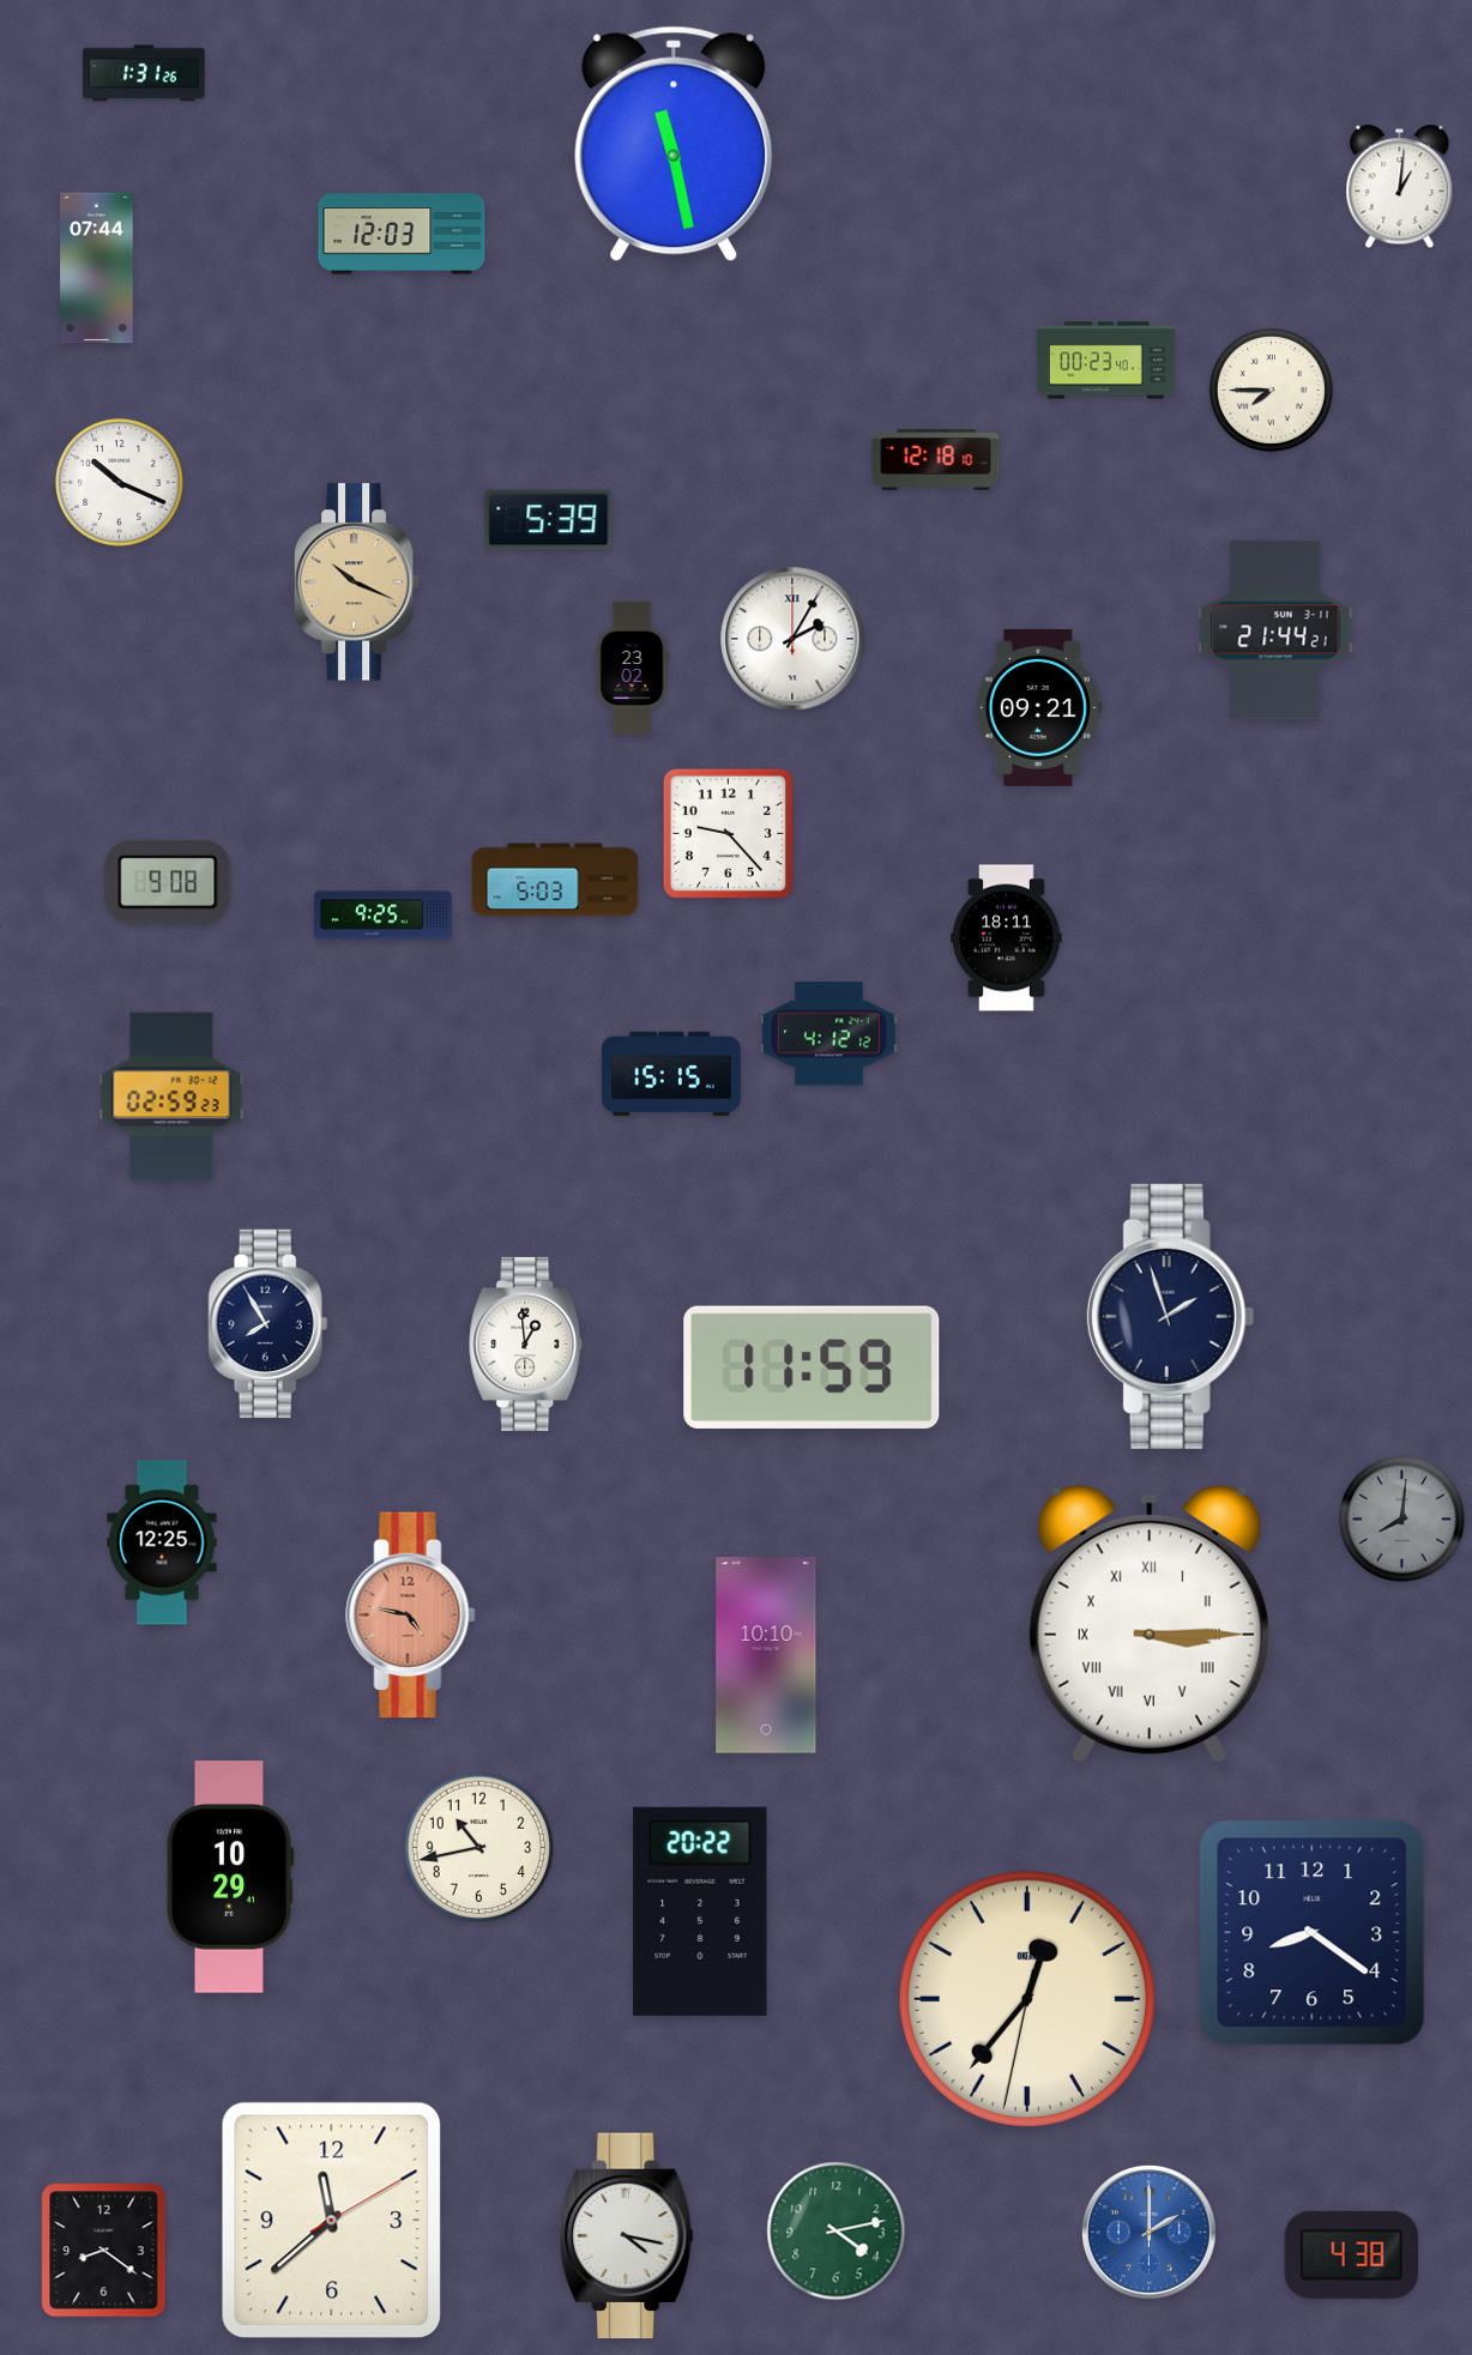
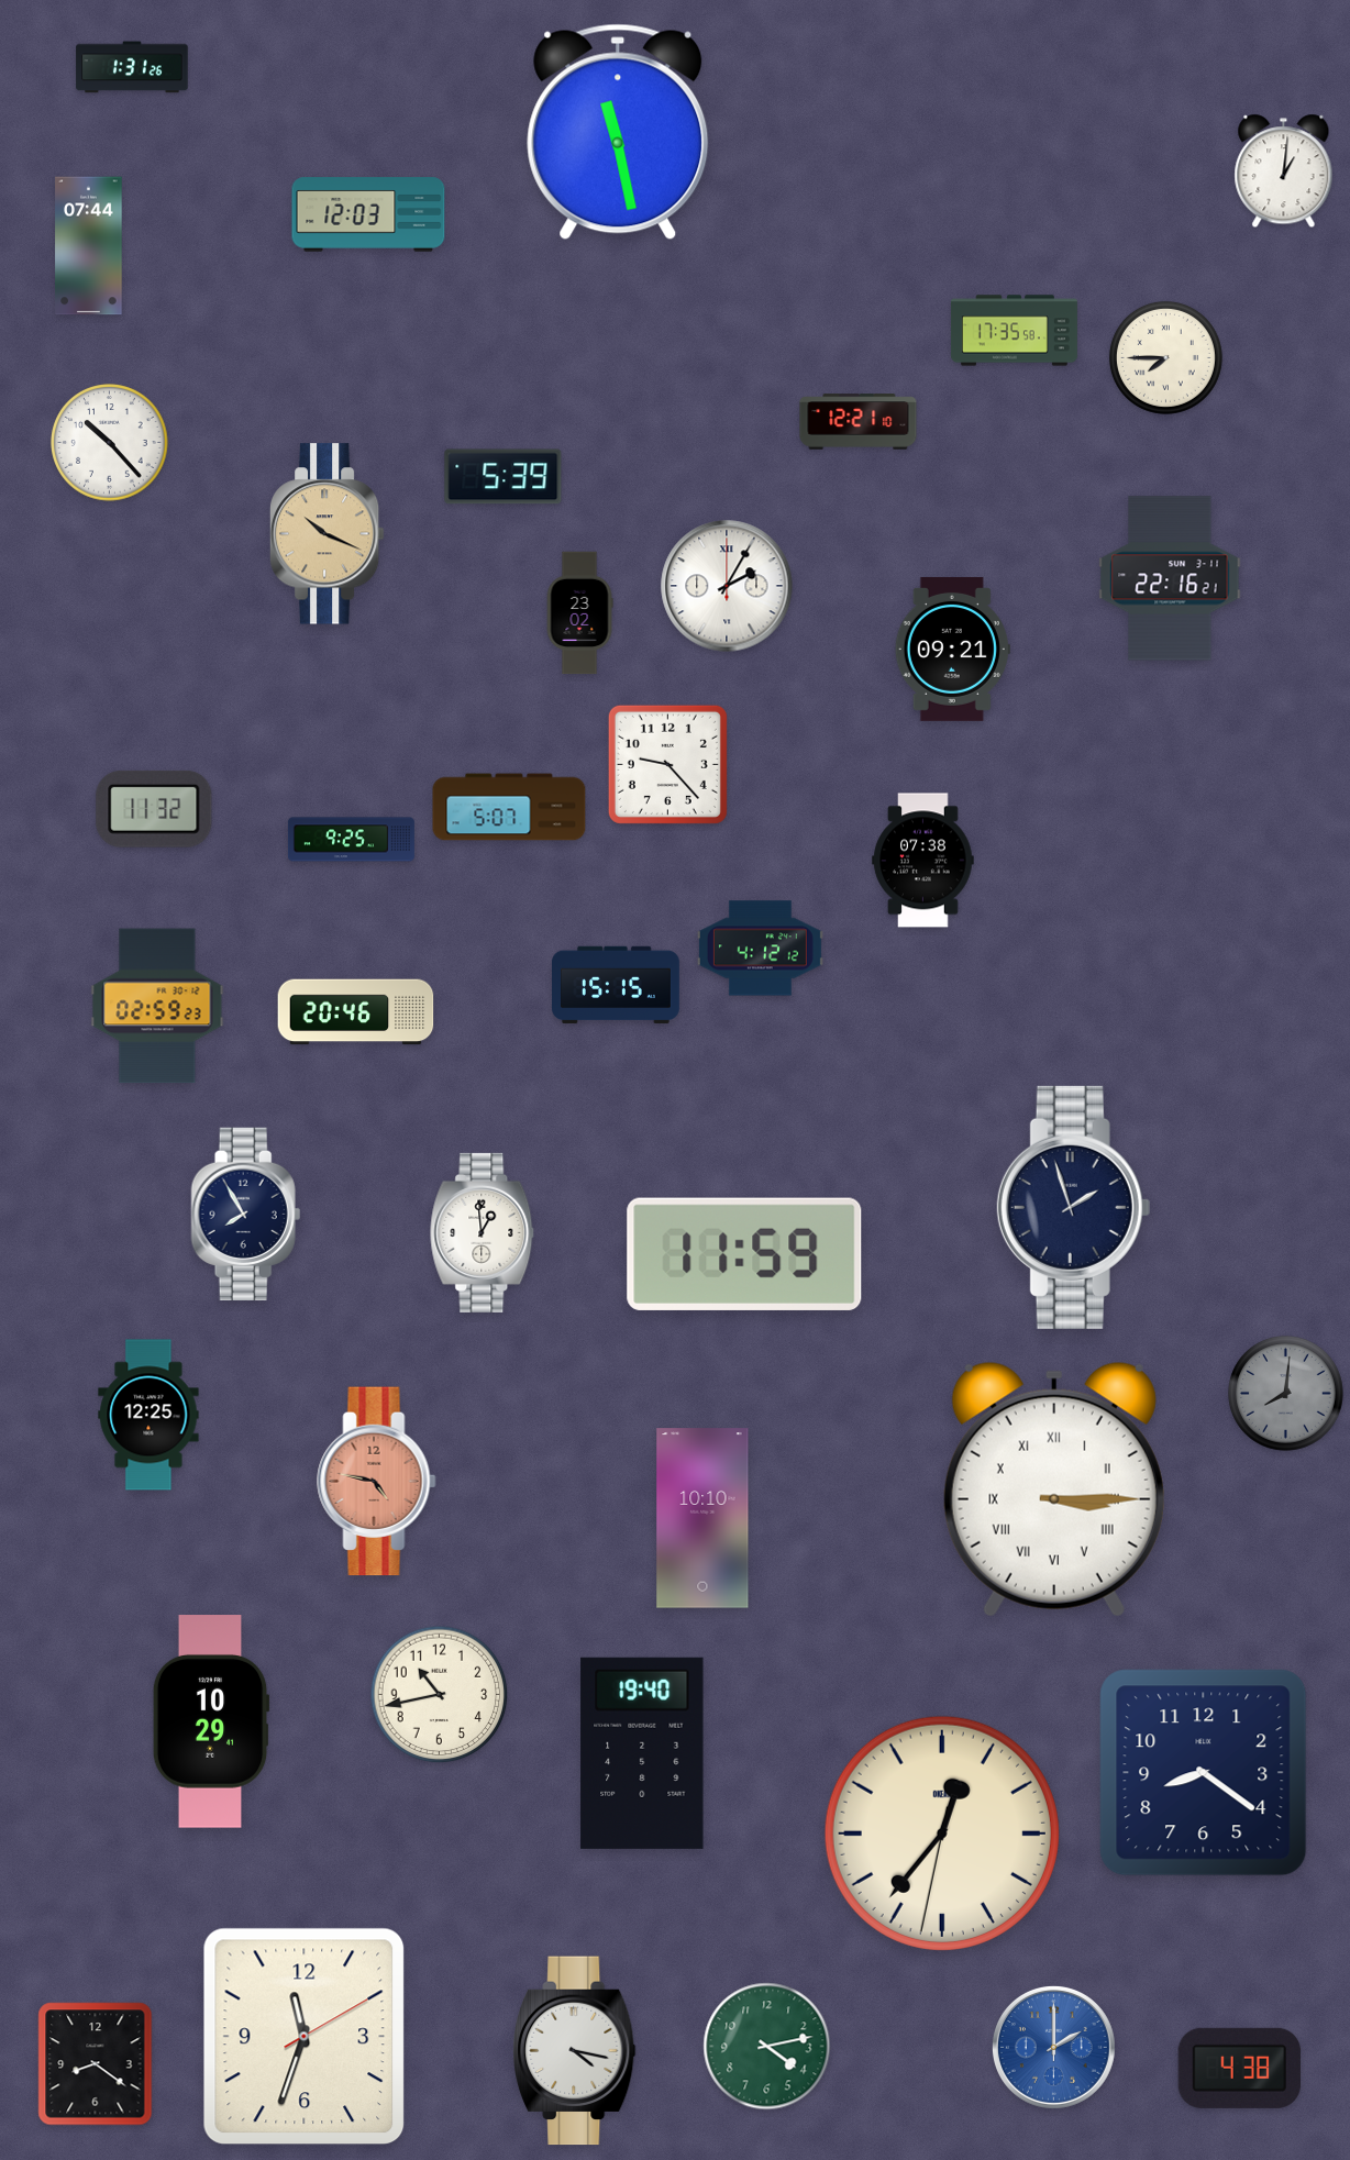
clock at (1105, 361): 00:23 -> 17:35
clock at (936, 460): 12:18 -> 12:21
clock at (120, 483): 10:19 -> 10:23
clock at (1275, 630): 21:44 -> 22:16
clock at (555, 880): 5:03 -> 5:07
clock at (168, 882): 9:08 -> 11:32
clock at (1007, 938): 18:11 -> 07:38
clock at (356, 1012): none -> 20:46
clock at (700, 1912): 20:22 -> 19:40
clock at (332, 2221): 11:38 -> 11:33
